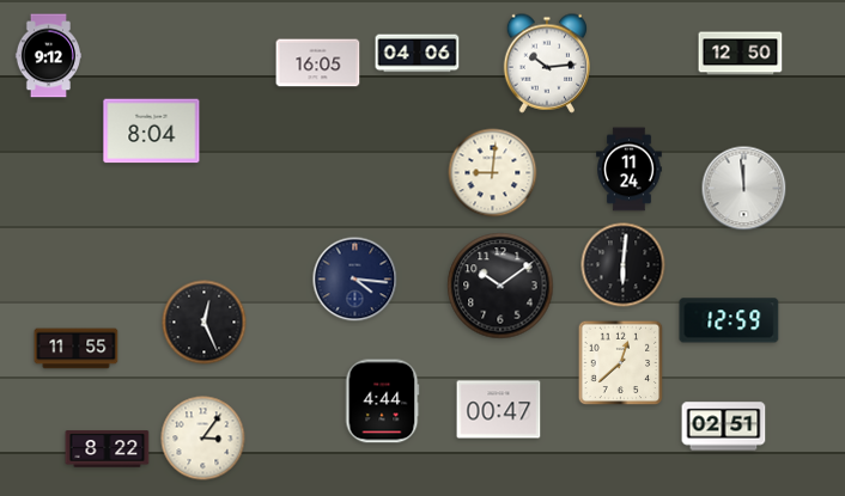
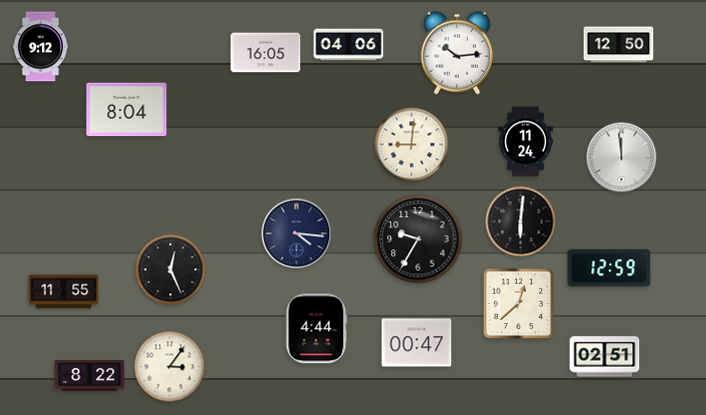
clock at (500, 286): 10:09 -> 9:35
clock at (382, 402) position: (382, 402) -> (316, 329)
